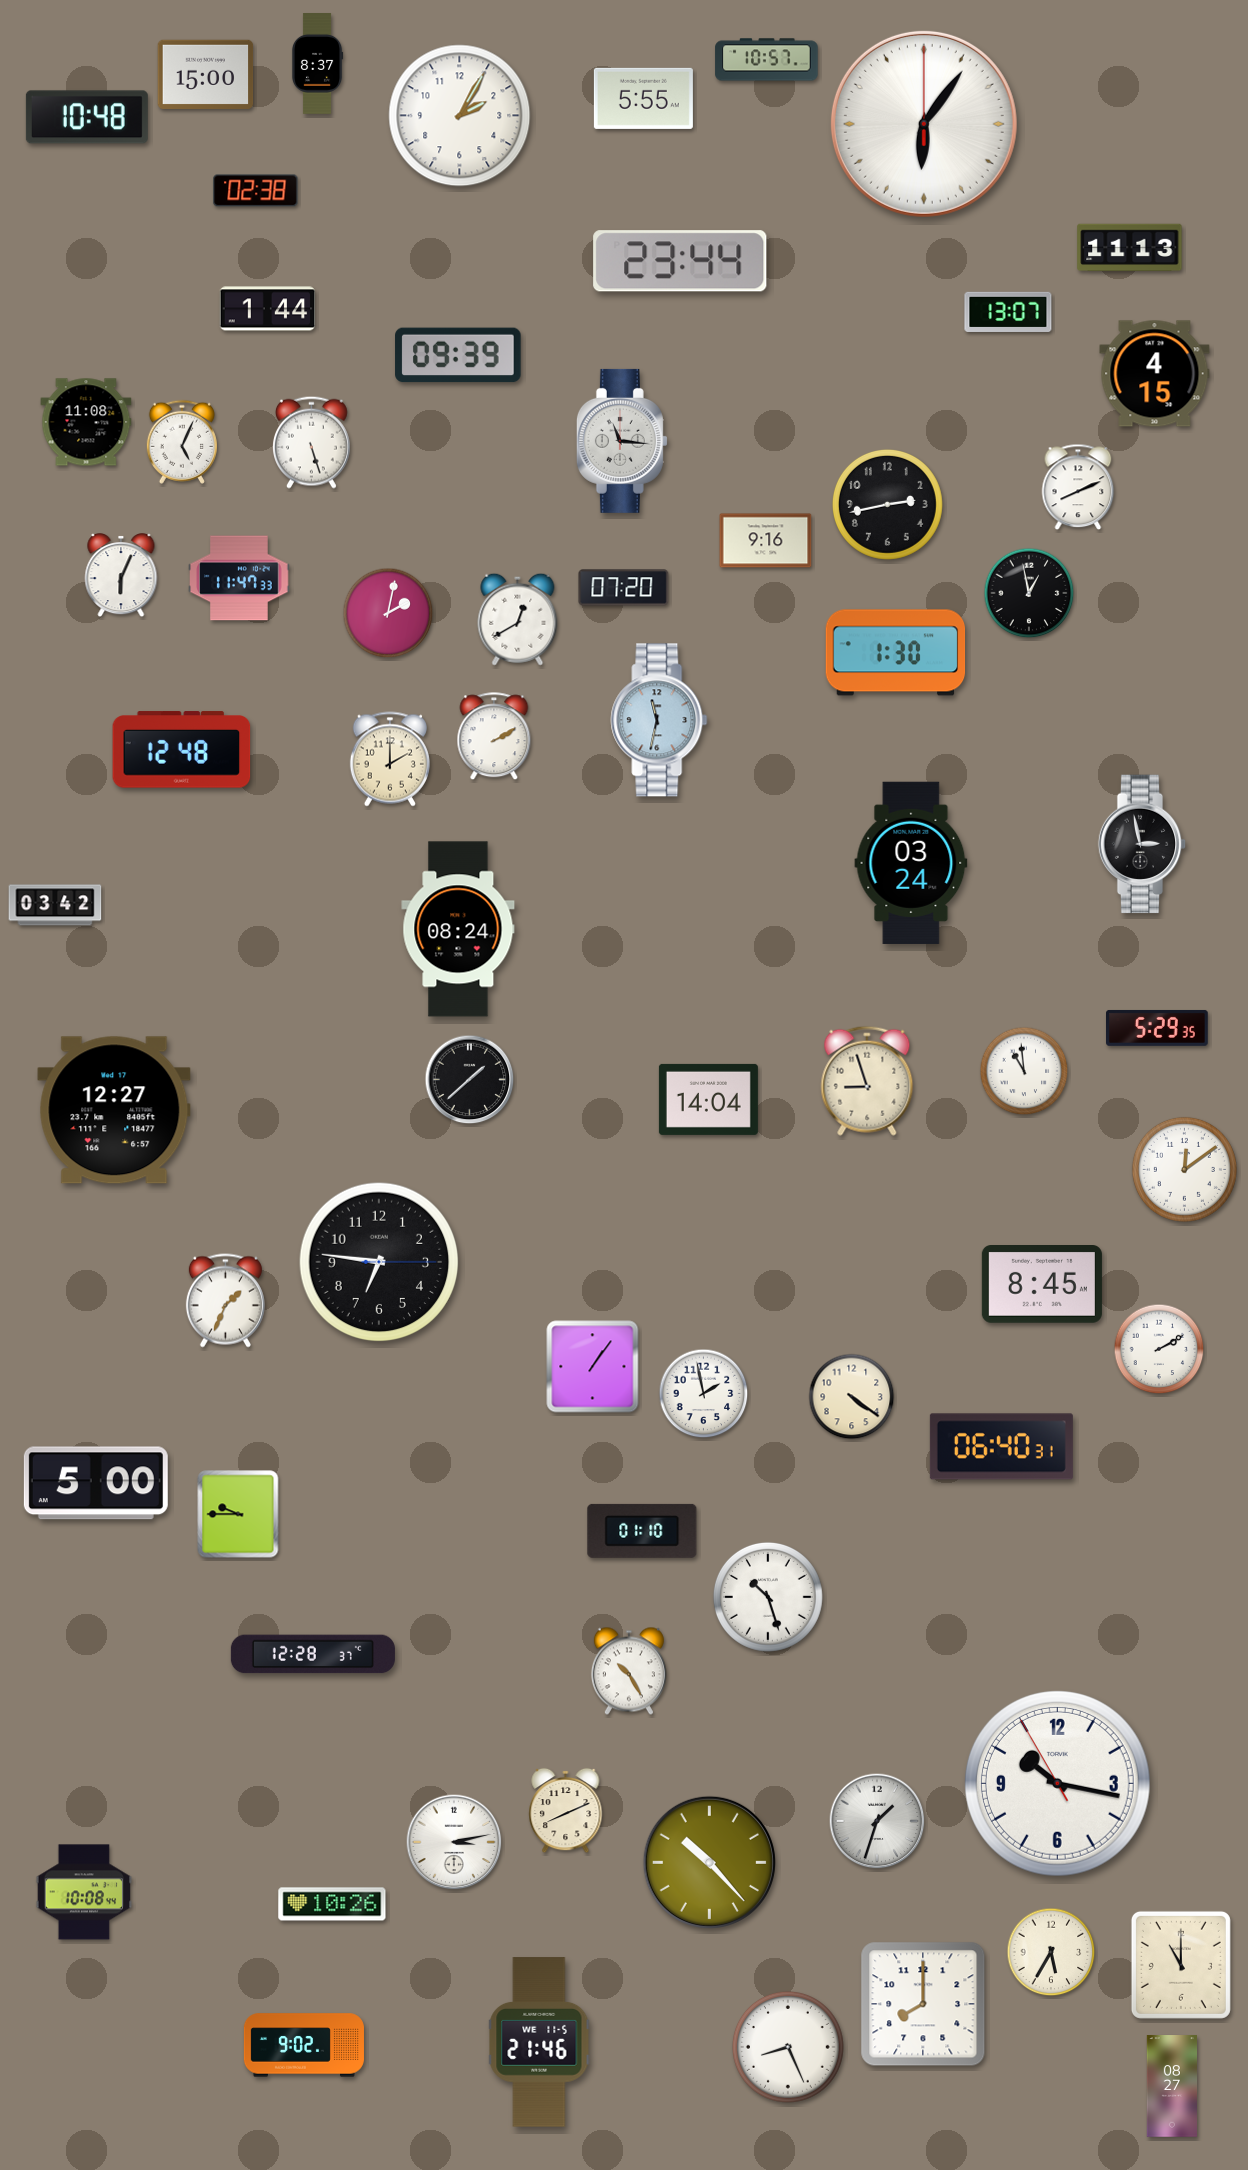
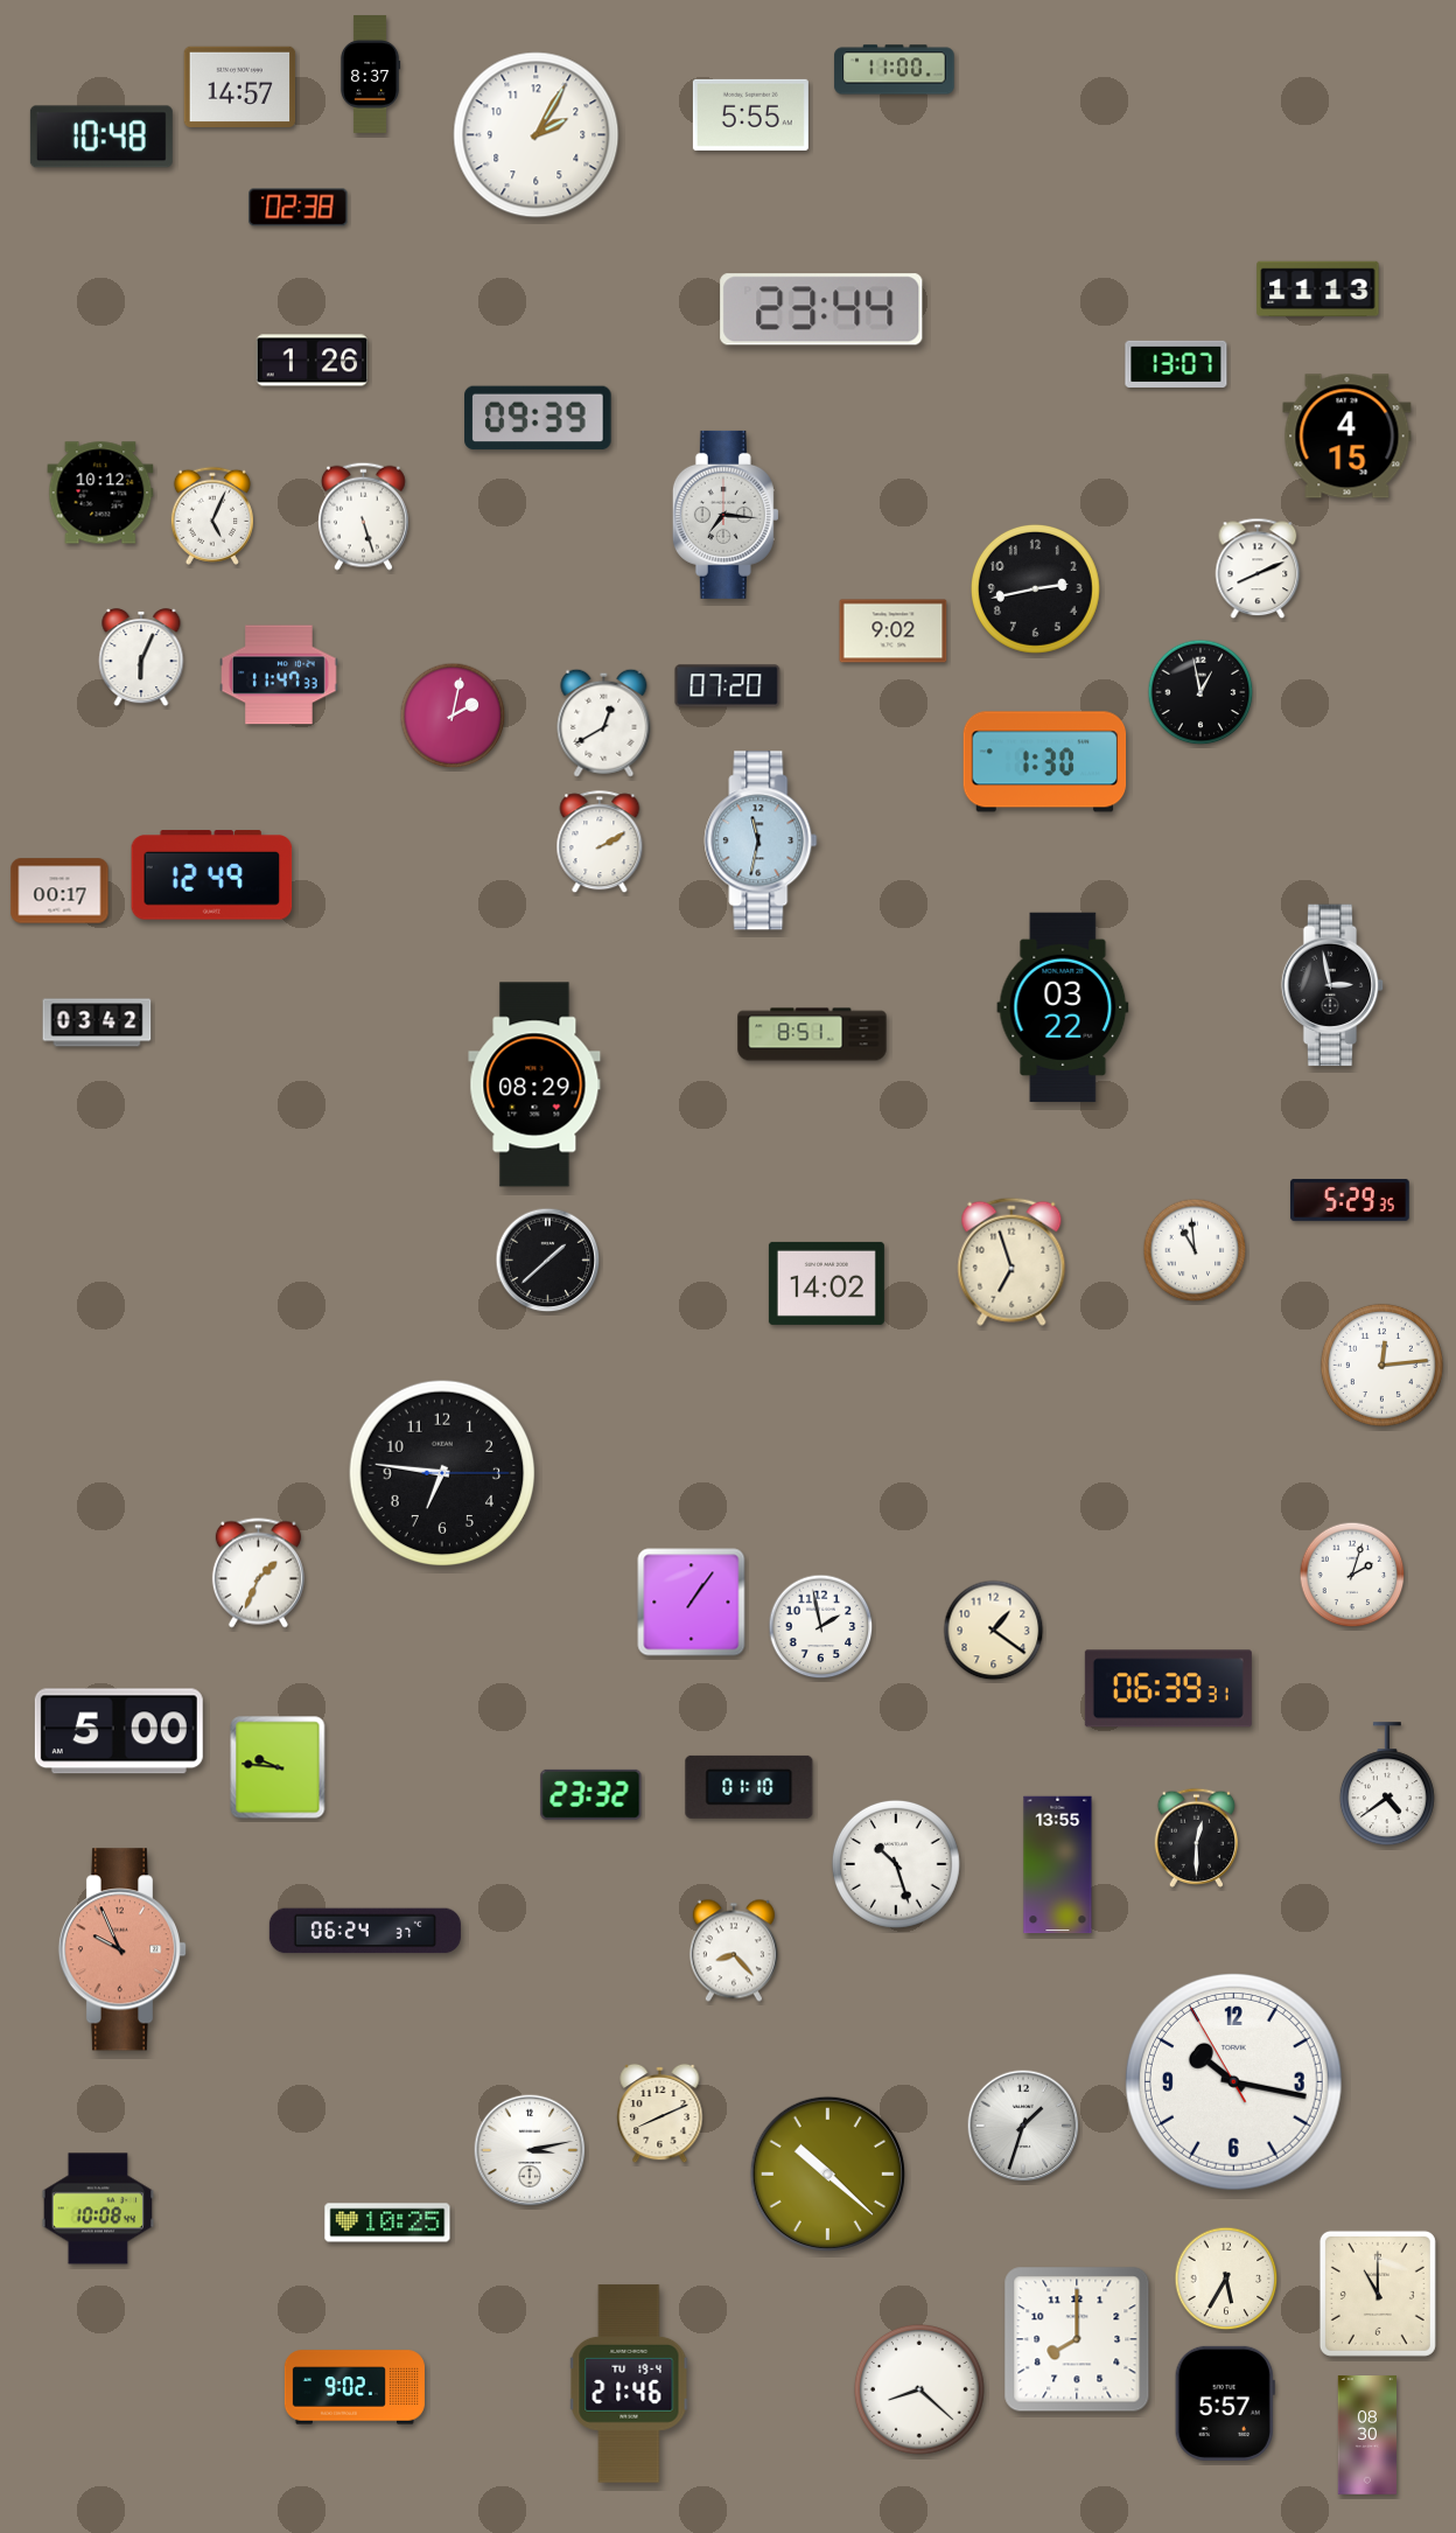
clock at (767, 60): 10:57 -> 11:00
clock at (206, 74): 15:00 -> 14:57
clock at (924, 124): 6:06 -> none
clock at (256, 191) position: (256, 191) -> (299, 208)
clock at (680, 261) position: (680, 261) -> (821, 309)
clock at (268, 309): 1:44 -> 1:26
clock at (458, 355) position: (458, 355) -> (538, 418)
clock at (86, 422): 11:08 -> 10:12
clock at (622, 441): 11:16 -> 7:16
clock at (766, 541): 9:16 -> 9:02
clock at (121, 576) position: (121, 576) -> (141, 658)
clock at (659, 720) position: (659, 720) -> (761, 840)
clock at (494, 737) position: (494, 737) -> (600, 843)
clock at (182, 750): 12:48 -> 12:49
clock at (390, 759): 2:00 -> none
clock at (60, 891): none -> 00:17
clock at (911, 863): 03:24 -> 03:22
clock at (812, 1034): none -> 8:51
clock at (55, 905) position: (55, 905) -> (97, 1023)
clock at (458, 929): 08:24 -> 08:29
clock at (867, 1081): 8:57 -> 6:57
clock at (708, 1099): 14:04 -> 14:02
clock at (114, 1110): 12:27 -> none
clock at (1184, 1169): 12:09 -> 12:14
clock at (1042, 1285): 8:45 -> none
clock at (225, 1301) position: (225, 1301) -> (258, 1573)
clock at (1159, 1349): 2:10 -> 2:03
clock at (593, 1367) position: (593, 1367) -> (692, 1603)
clock at (852, 1397): 4:21 -> 1:21
clock at (1001, 1447): 06:40 -> 06:39
clock at (96, 1483) position: (96, 1483) -> (119, 1731)
clock at (238, 1514): 9:45 -> 9:46
clock at (1387, 1785): none -> 4:39
clock at (591, 1794): none -> 23:32
clock at (1197, 1837): none -> 12:30
clock at (1058, 1865): none -> 13:55
clock at (313, 1654): 12:28 -> 06:24
clock at (123, 1949): none -> 9:56
clock at (629, 1671): 10:25 -> 8:23
clock at (709, 1862): 10:23 -> 10:22
clock at (332, 1904): 10:26 -> 10:25
clock at (539, 2042) date: WE 11-5 -> TU 19-4
clock at (788, 2047): 8:26 -> 8:22
clock at (1225, 2403): none -> 5:57
clock at (1172, 2086): 08:27 -> 08:30
